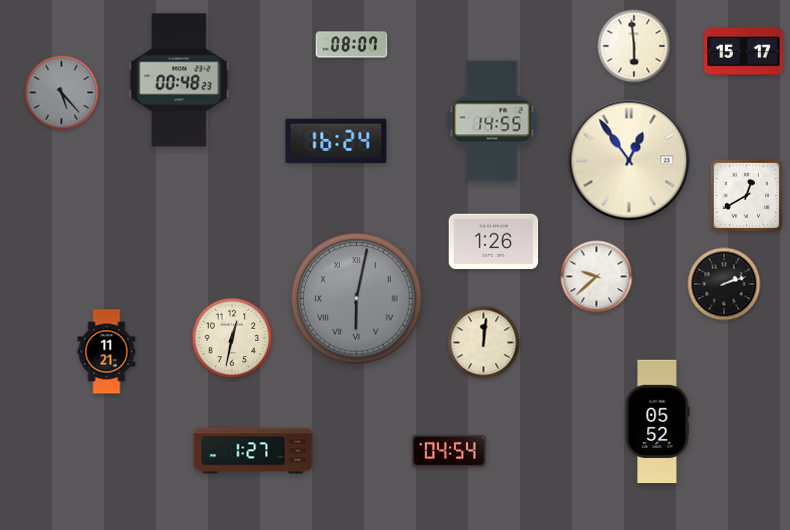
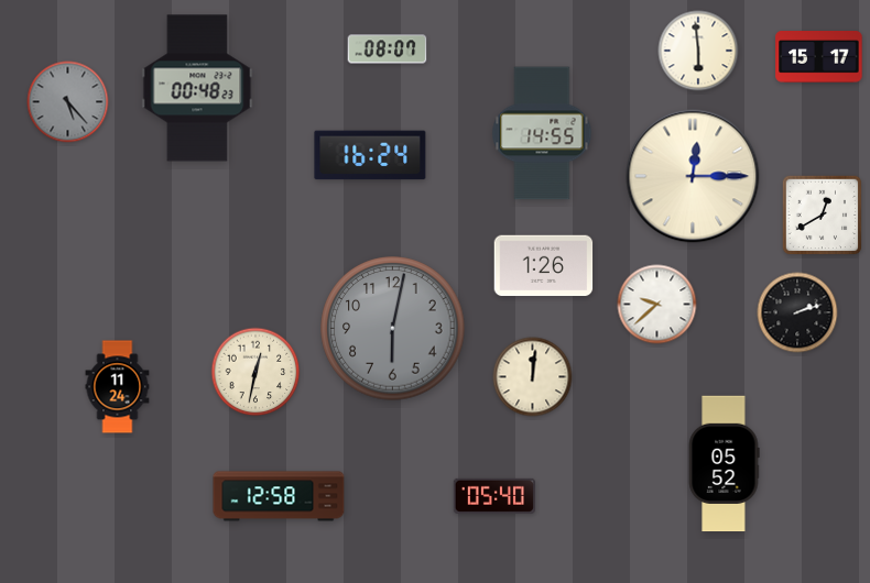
clock at (629, 160): 12:54 -> 12:15
clock at (357, 299) numerals: Roman -> Arabic
clock at (107, 352): 11:21 -> 11:24
clock at (253, 451): 1:27 -> 12:58
clock at (449, 451): 04:54 -> 05:40
